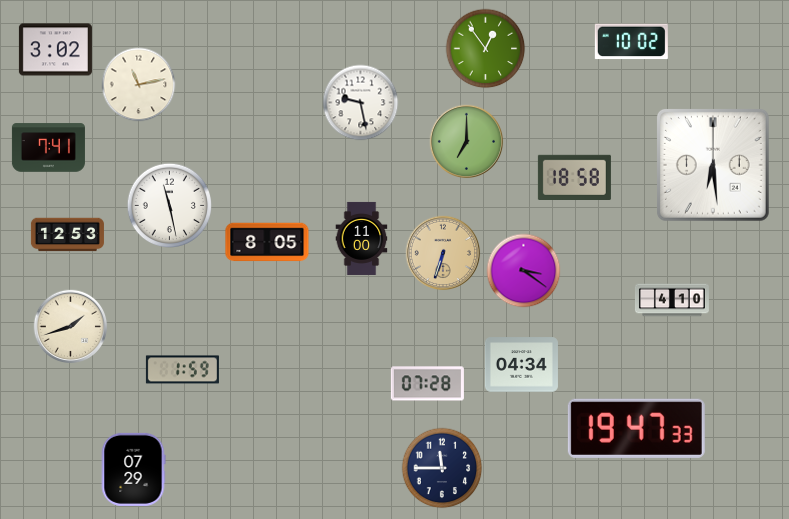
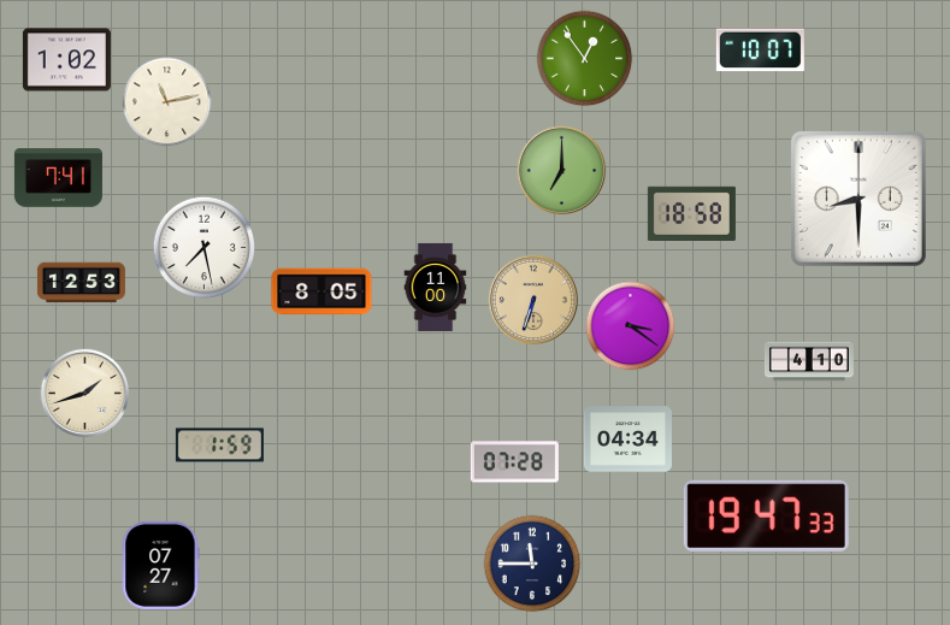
clock at (631, 42): 10:02 -> 10:07
clock at (55, 50): 3:02 -> 1:02
clock at (361, 103): 9:28 -> none
clock at (713, 165): 6:29 -> 8:30
clock at (170, 206): 11:28 -> 7:28
clock at (443, 253) position: (443, 253) -> (533, 300)
clock at (133, 469): 07:29 -> 07:27
